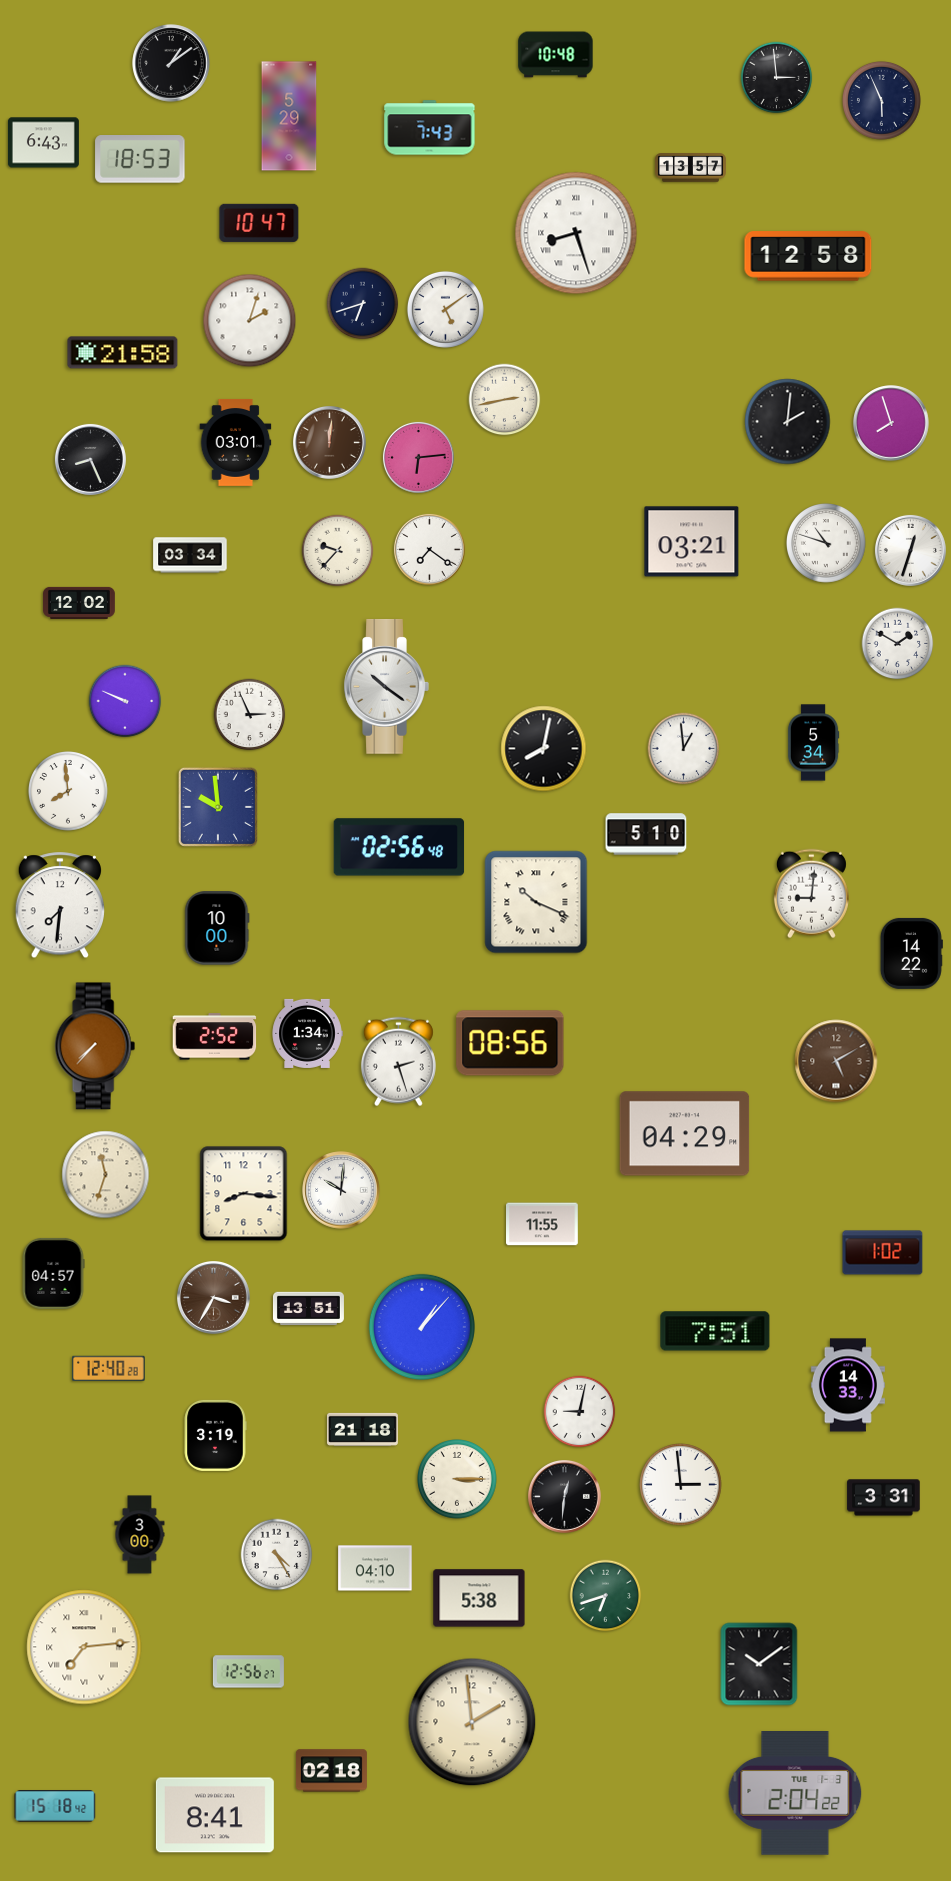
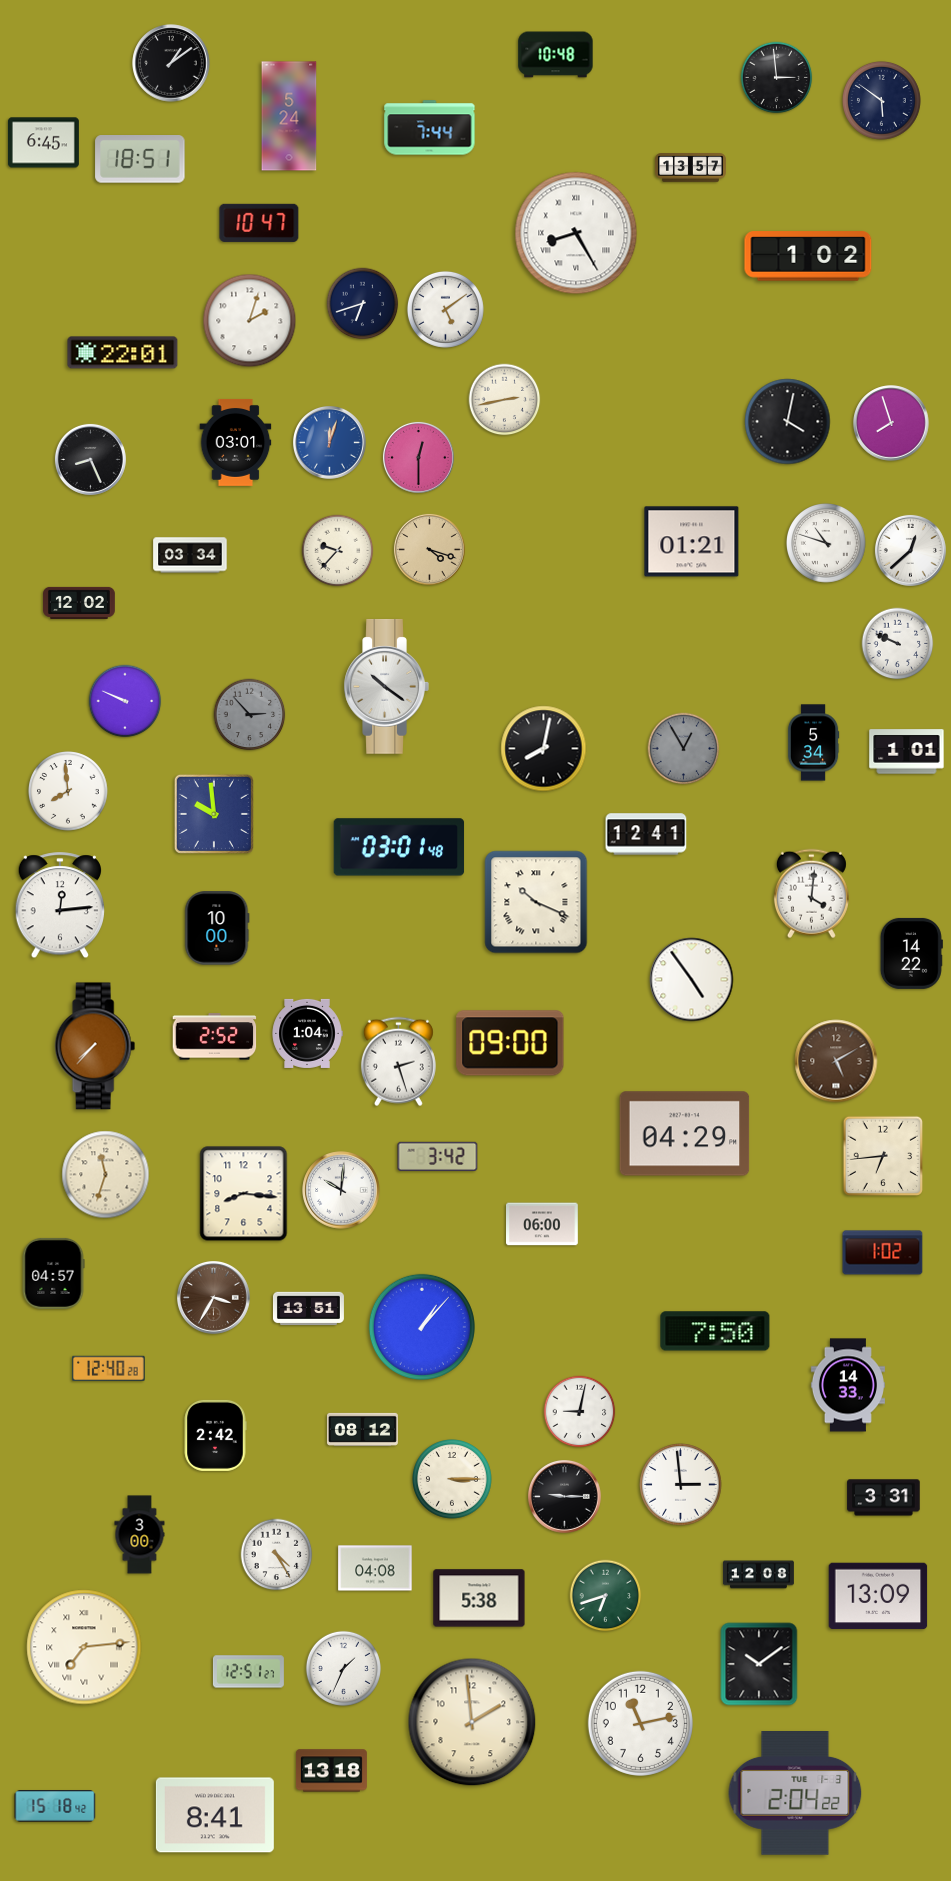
clock at (881, 100): 5:56 -> 5:51
clock at (289, 116): 5:29 -> 5:24
clock at (430, 128): 7:43 -> 7:44
clock at (43, 143): 6:43 -> 6:45
clock at (140, 159): 18:53 -> 18:51
clock at (576, 233): 8:27 -> 8:25
clock at (808, 256): 12:58 -> 1:02
clock at (123, 353): 21:58 -> 22:01
clock at (788, 422): 2:01 -> 4:02
clock at (330, 443): 12:01 -> 12:03
clock at (330, 443) dial: brown -> blue
clock at (418, 457): 6:14 -> 12:30
clock at (692, 542): 03:21 -> 01:21
clock at (429, 549): 7:21 -> 4:18
clock at (429, 549) dial: white -> champagne
clock at (910, 550): 12:33 -> 12:38
clock at (898, 644): 1:50 -> 9:49
clock at (250, 715): 2:56 -> 2:53
clock at (250, 715) dial: white -> grey
clock at (684, 749): 12:59 -> 12:55
clock at (684, 749) dial: white -> grey
clock at (907, 752): none -> 1:01
clock at (218, 807) position: (218, 807) -> (214, 814)
clock at (646, 834): 5:10 -> 12:41
clock at (399, 847): 02:56 -> 03:01
clock at (811, 894): 9:01 -> 4:01
clock at (59, 906): 7:31 -> 12:14
clock at (692, 980): none -> 4:54
clock at (307, 1033): 1:34 -> 1:04
clock at (510, 1043): 08:56 -> 09:00
clock at (438, 1156): none -> 3:42
clock at (883, 1156): none -> 6:44
clock at (543, 1224): 11:55 -> 06:00
clock at (715, 1331): 7:51 -> 7:50
clock at (362, 1429): 21:18 -> 08:12
clock at (215, 1435): 3:19 -> 2:42
clock at (458, 1480) position: (458, 1480) -> (453, 1480)
clock at (565, 1497): 12:31 -> 9:15
clock at (375, 1568): 04:10 -> 04:08
clock at (758, 1575): none -> 12:08
clock at (878, 1596): none -> 13:09
clock at (343, 1668): none -> 1:34
clock at (248, 1672): 12:56 -> 12:51
clock at (640, 1723): none -> 11:13
clock at (331, 1771): 02:18 -> 13:18
